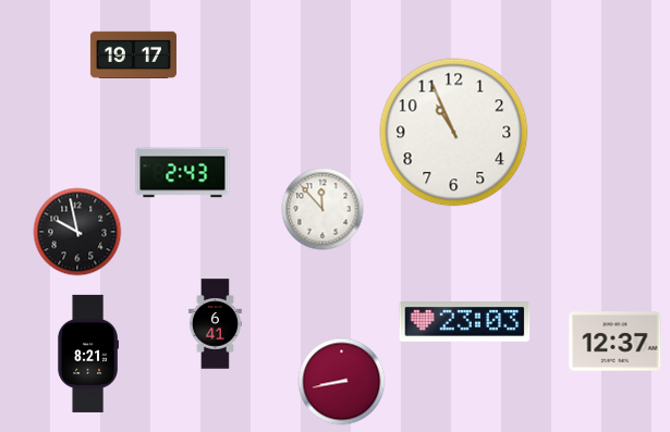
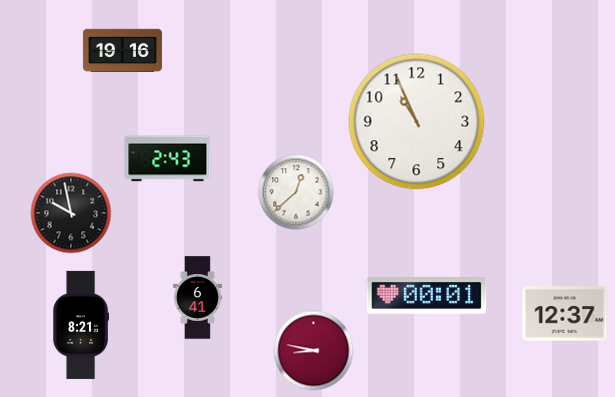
clock at (133, 55): 19:17 -> 19:16
clock at (322, 209): 11:53 -> 12:38
clock at (465, 322): 23:03 -> 00:01
clock at (342, 382): 8:43 -> 8:47
